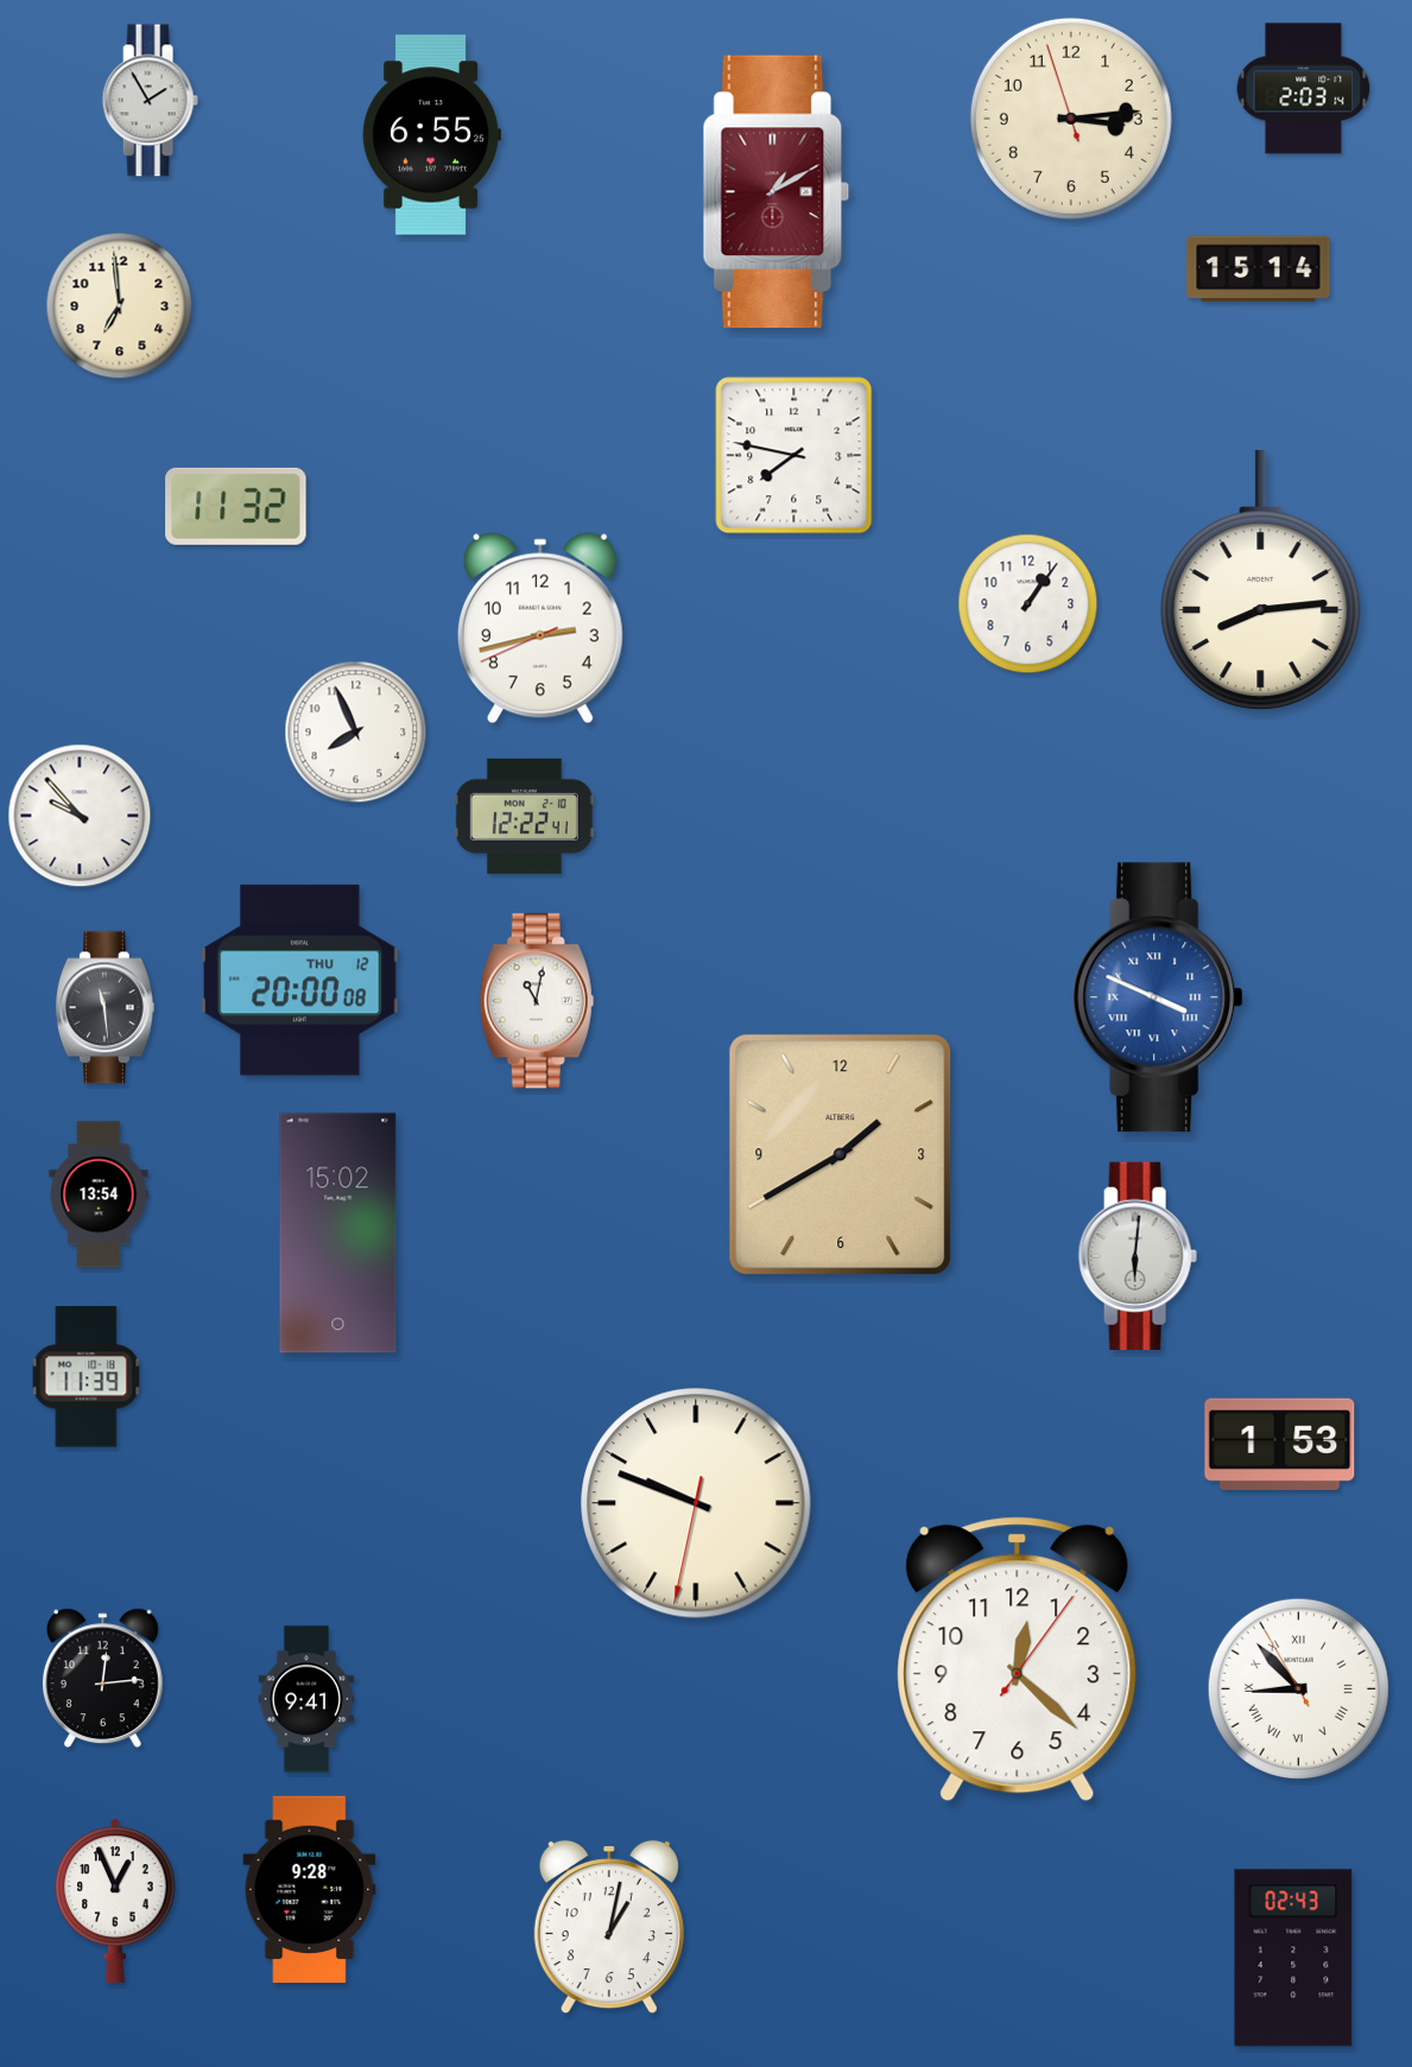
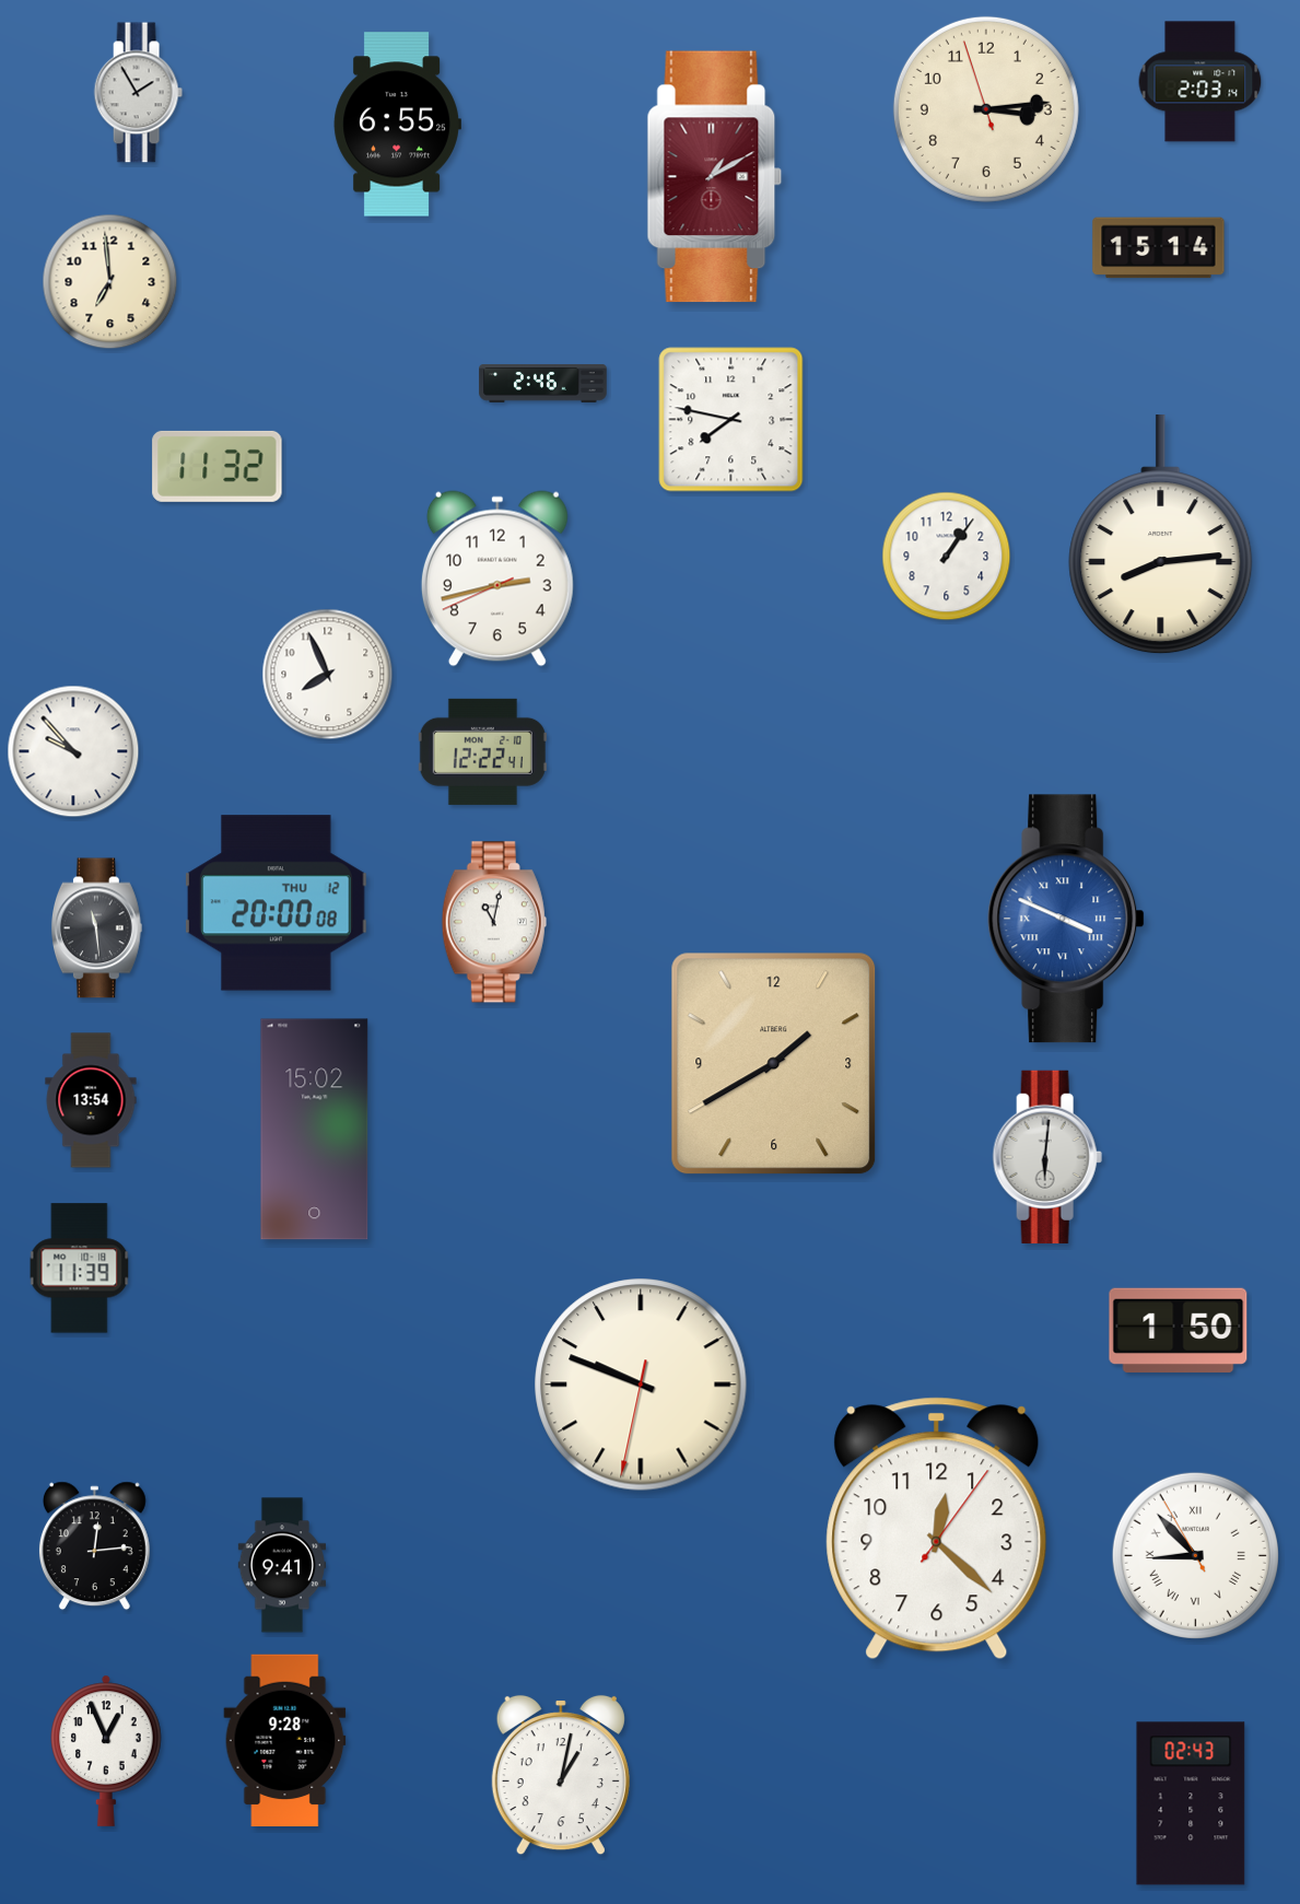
clock at (543, 384): none -> 2:46
clock at (338, 1234) position: (338, 1234) -> (315, 1130)
clock at (1280, 1444): 1:53 -> 1:50
